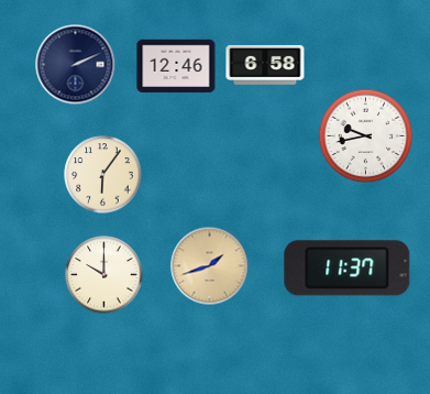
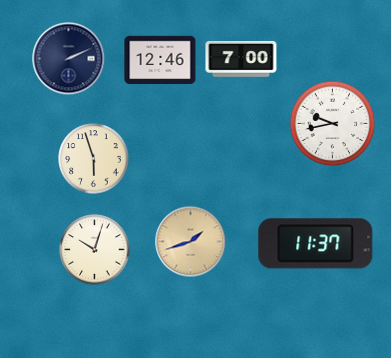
clock at (265, 65): 6:58 -> 7:00
clock at (103, 175): 6:06 -> 5:57
clock at (104, 275): 10:00 -> 10:03
